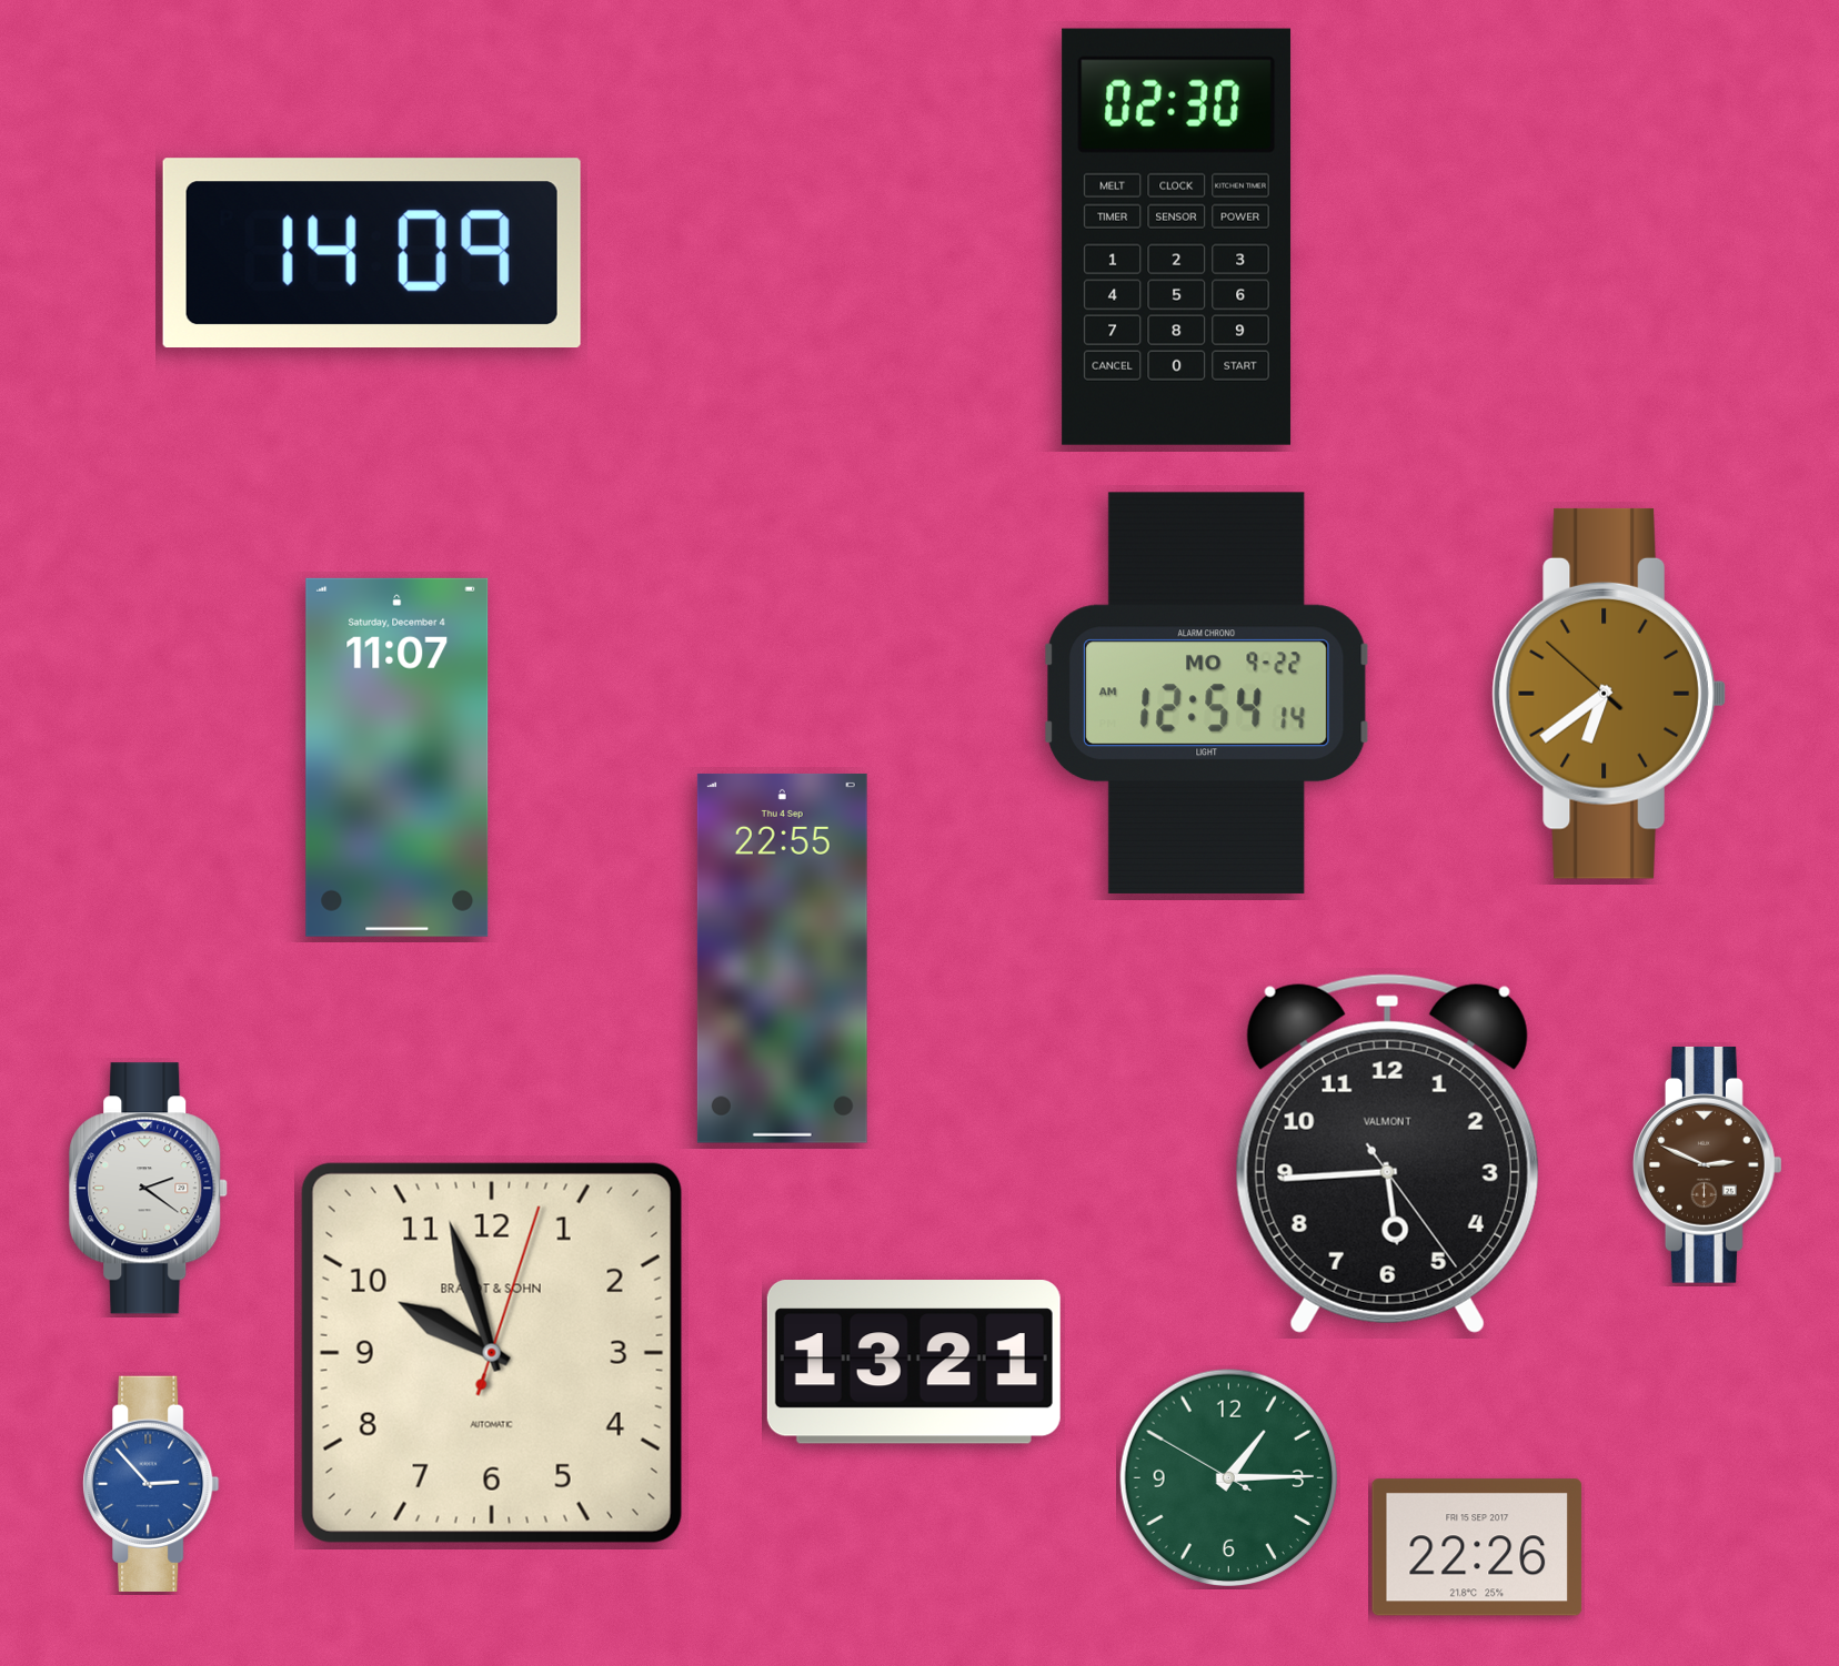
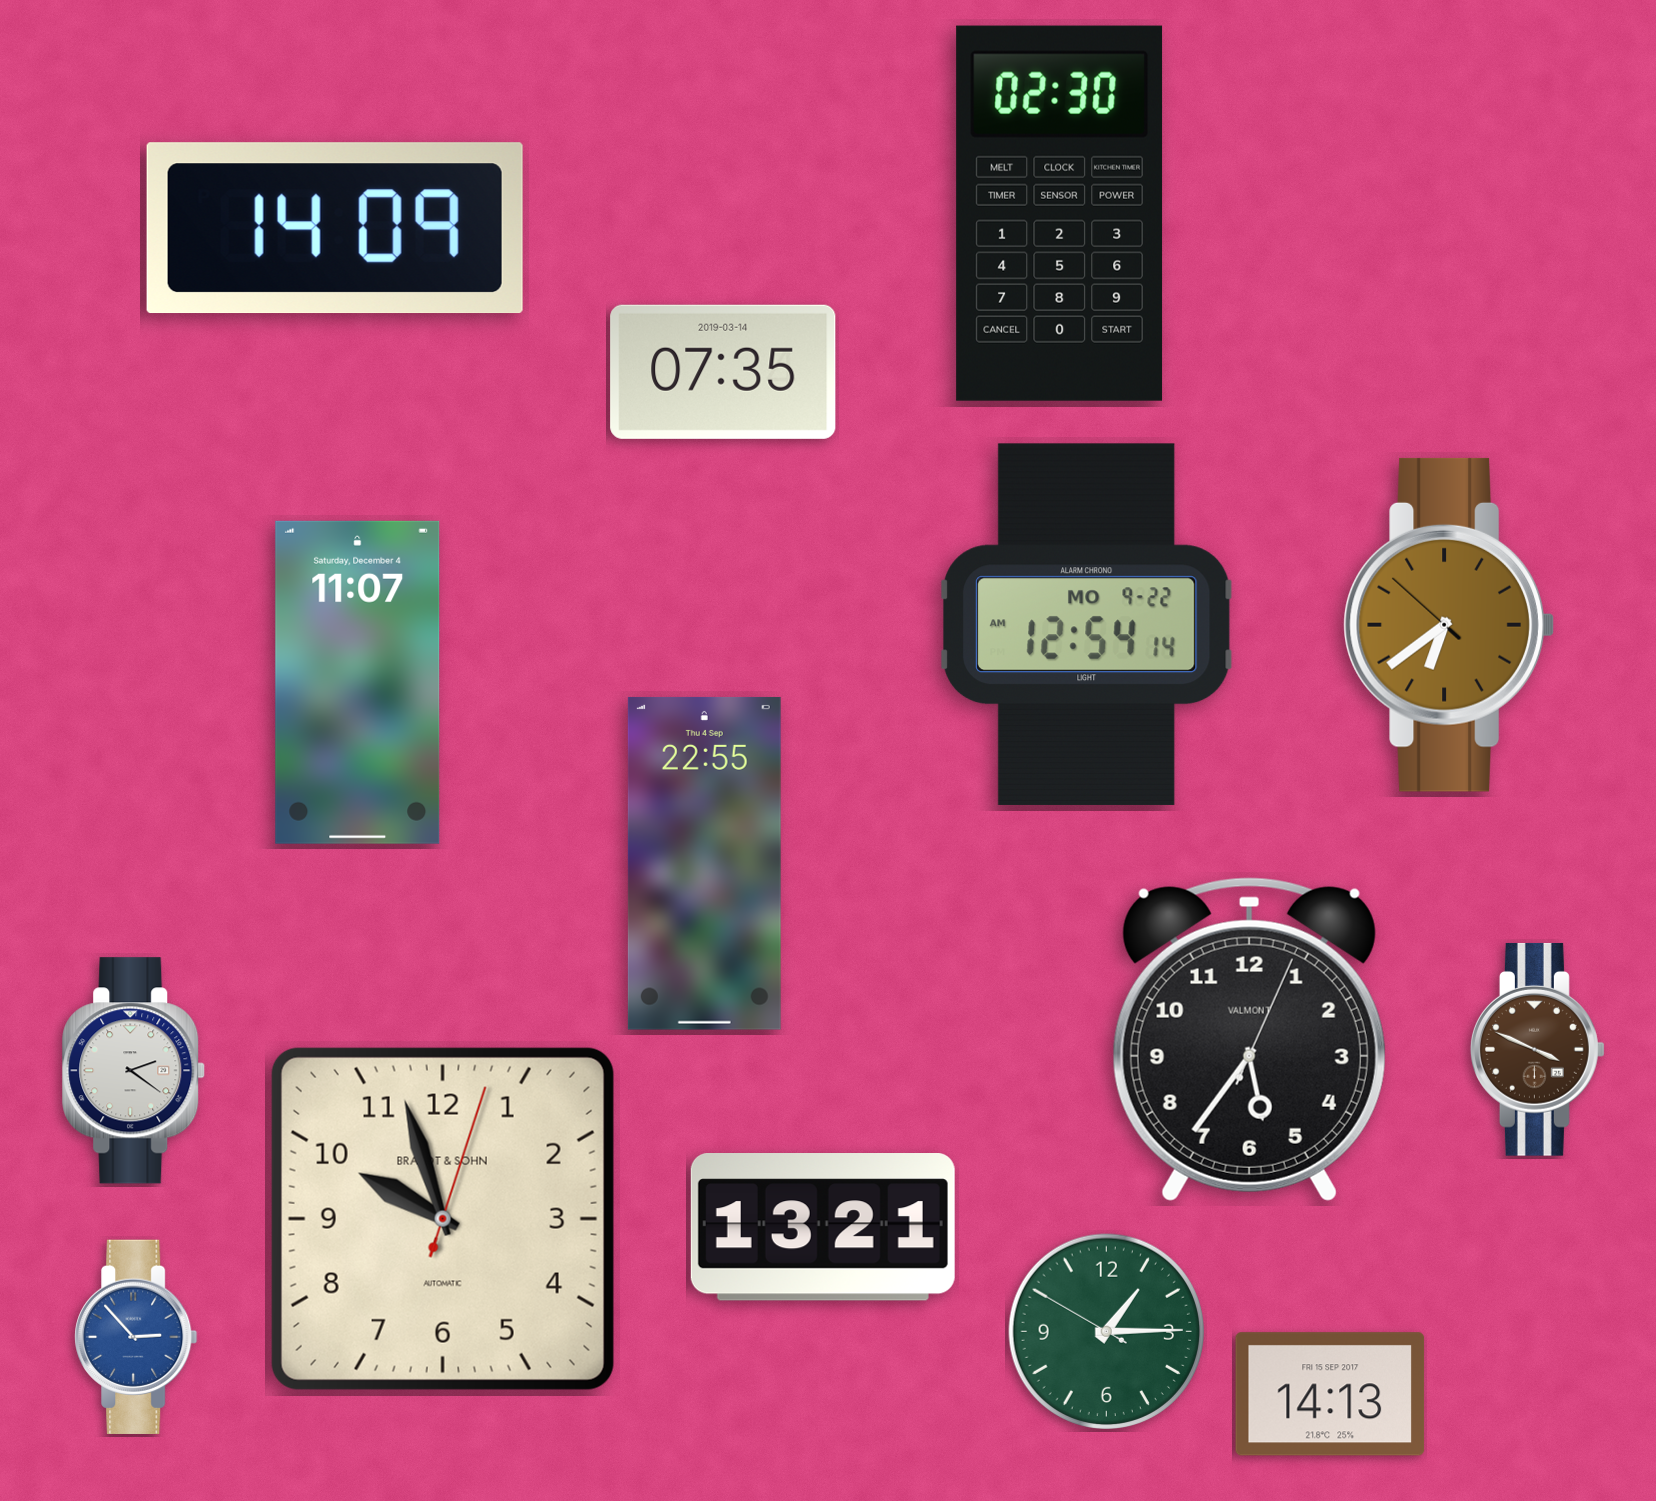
clock at (723, 372): none -> 07:35
clock at (1387, 1153): 5:44 -> 5:36
clock at (1707, 1164): 2:49 -> 3:49
clock at (1477, 1547): 22:26 -> 14:13
